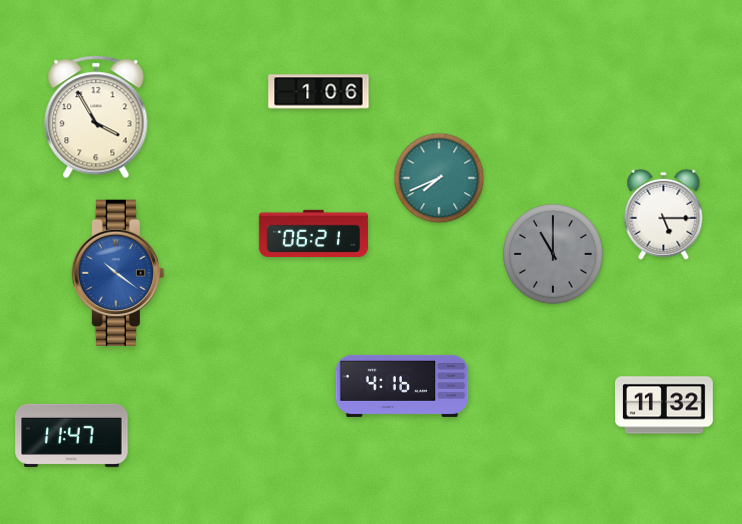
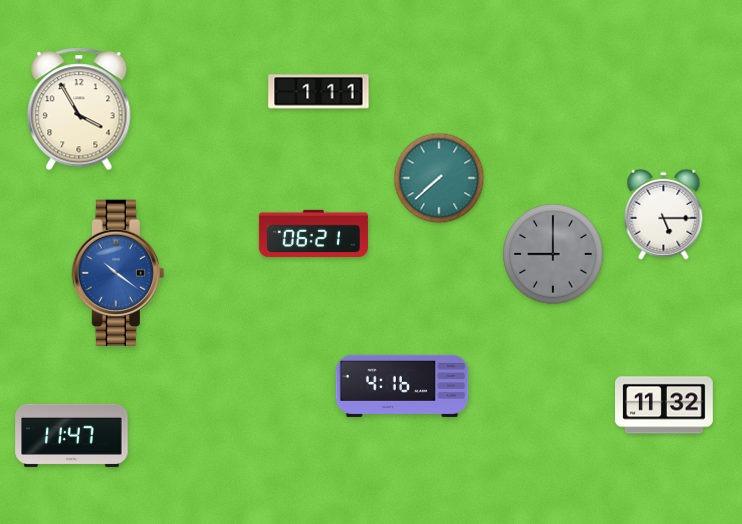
clock at (319, 92): 1:06 -> 1:11
clock at (96, 117) position: (96, 117) -> (79, 109)
clock at (439, 178): 7:41 -> 7:38
clock at (554, 255): 11:00 -> 9:00
